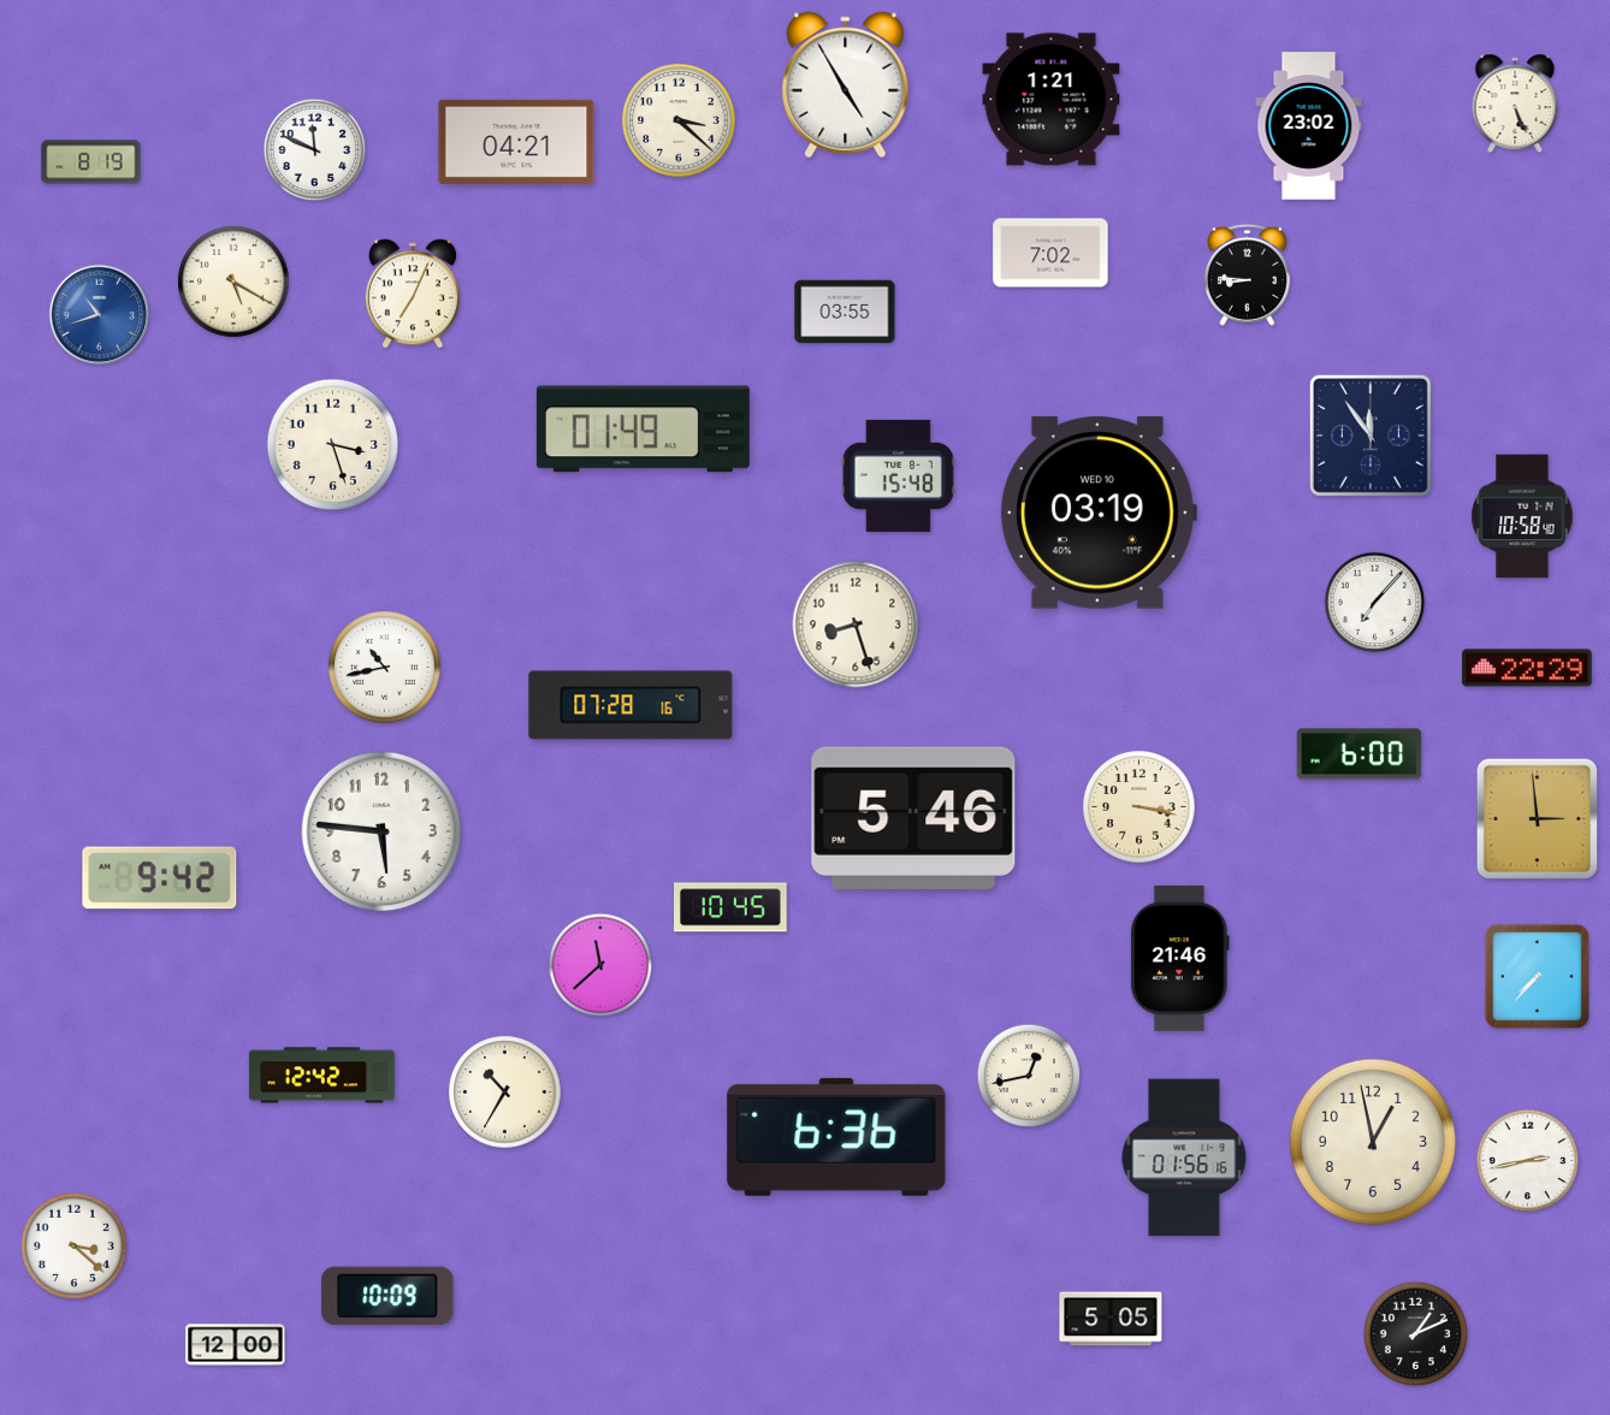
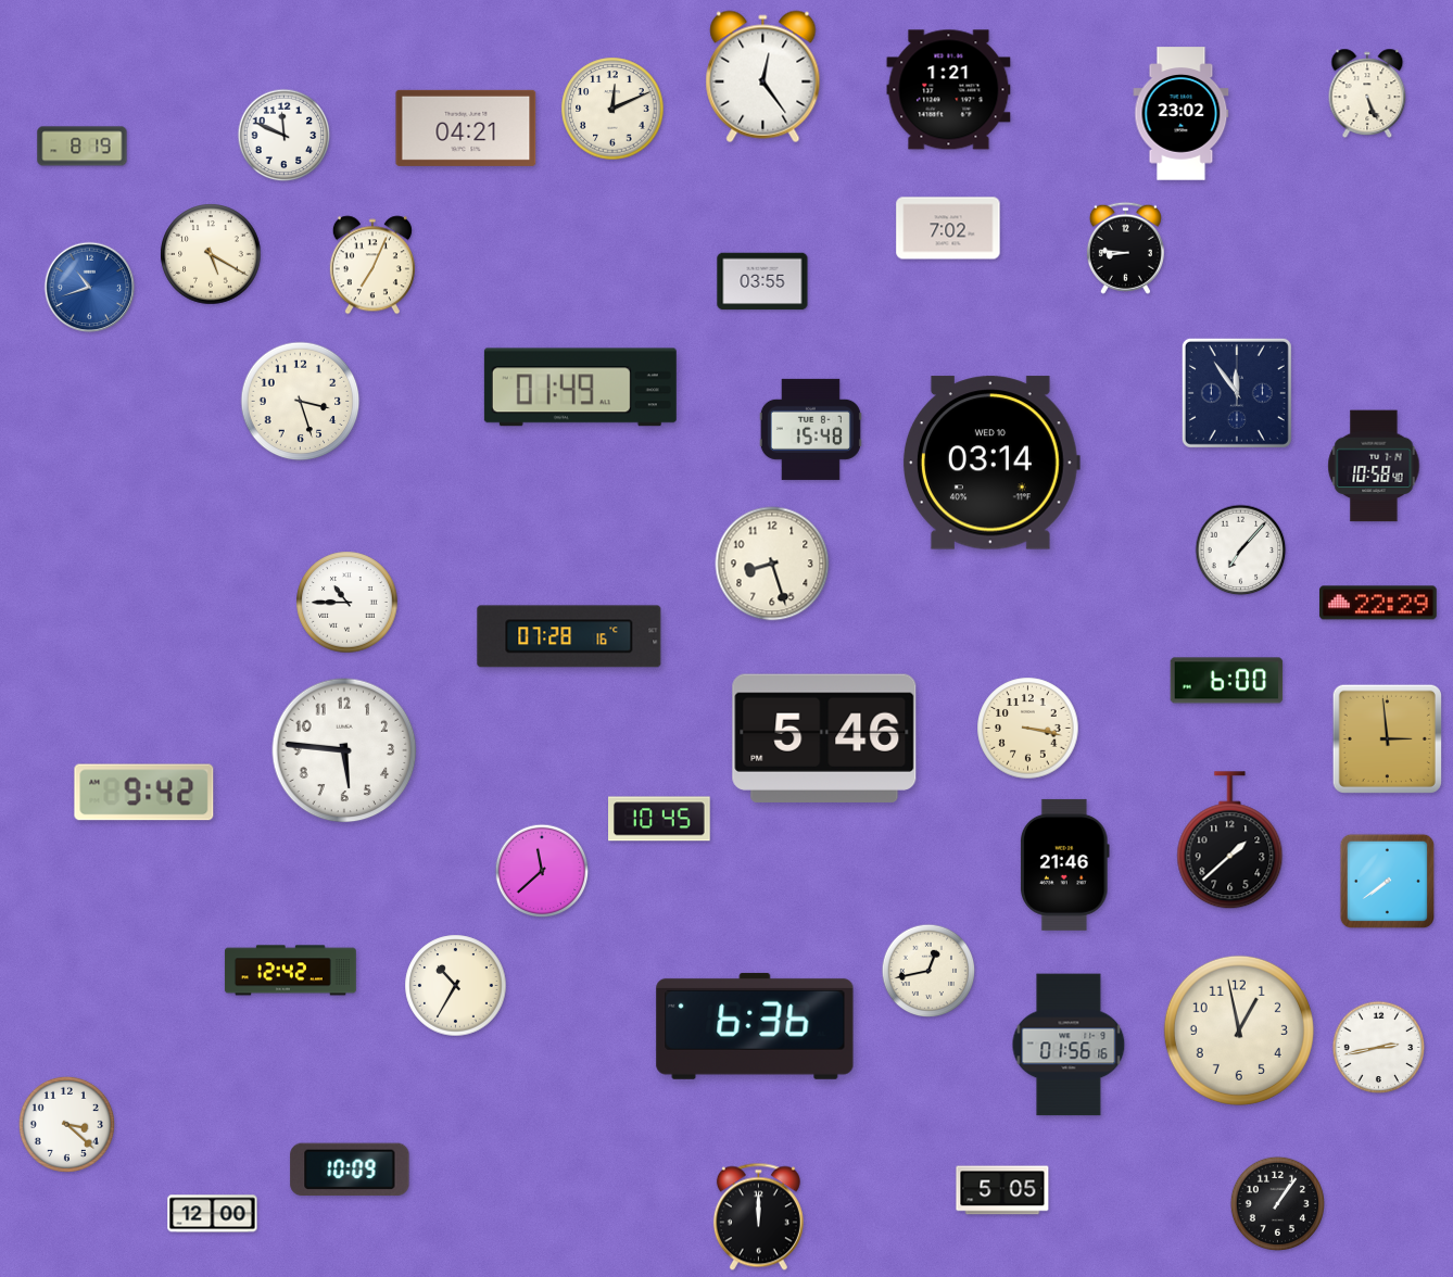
clock at (846, 85): 4:55 -> 12:24
clock at (679, 120): 3:22 -> 12:11
clock at (100, 315) position: (100, 315) -> (90, 288)
clock at (1097, 513): 03:19 -> 03:14
clock at (1375, 603) position: (1375, 603) -> (1241, 551)
clock at (385, 668): 10:43 -> 10:45
clock at (1230, 840): none -> 1:38
clock at (1537, 976): 7:37 -> 7:39
clock at (1415, 1333): 1:11 -> 1:06
clock at (758, 1217): none -> 12:00
